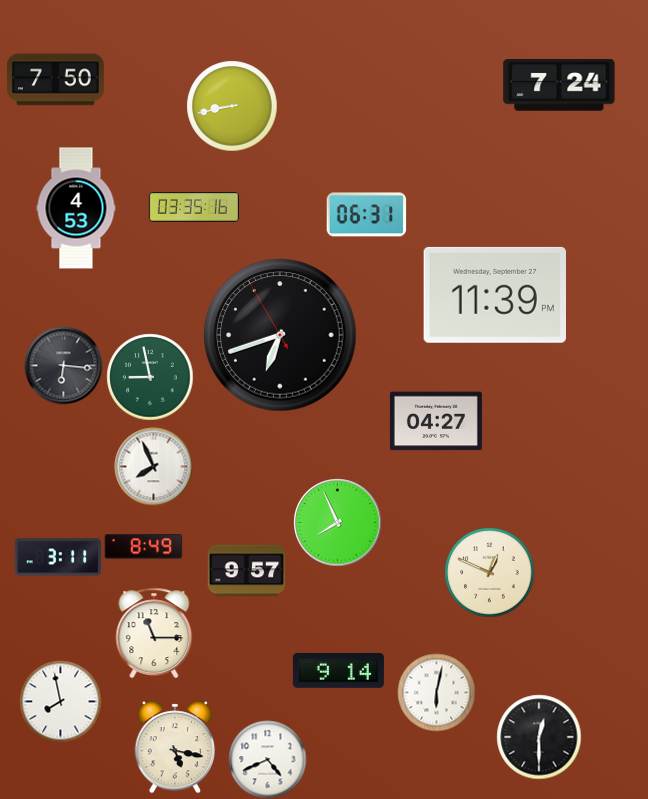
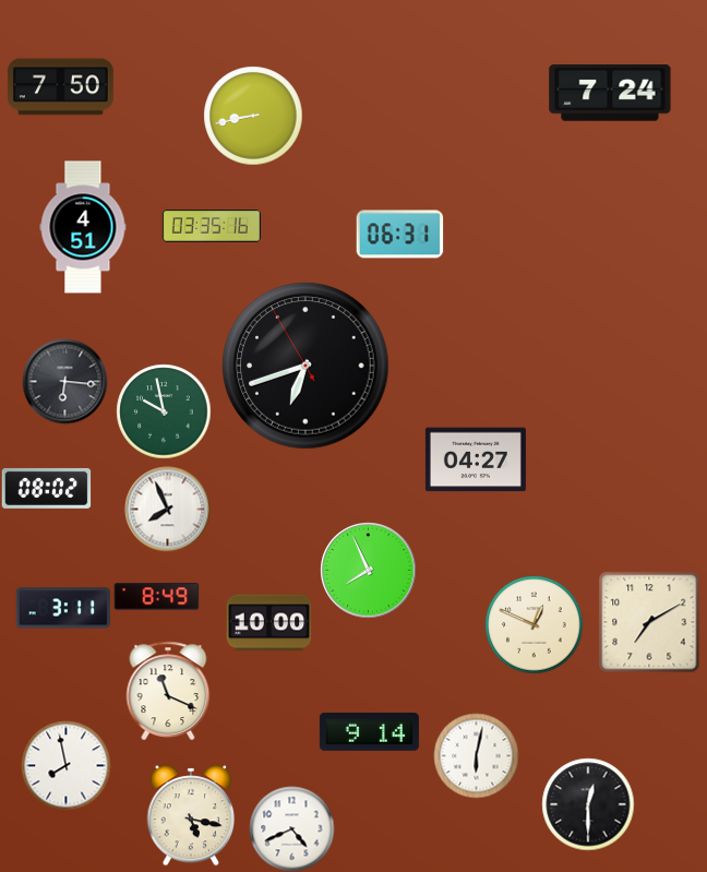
clock at (76, 208): 4:53 -> 4:51
clock at (494, 295): 11:39 -> none
clock at (63, 365) position: (63, 365) -> (64, 381)
clock at (150, 377): 8:58 -> 9:58
clock at (46, 488): none -> 08:02
clock at (649, 622): none -> 7:10
clock at (246, 571): 9:57 -> 10:00
clock at (154, 633): 11:15 -> 11:19
